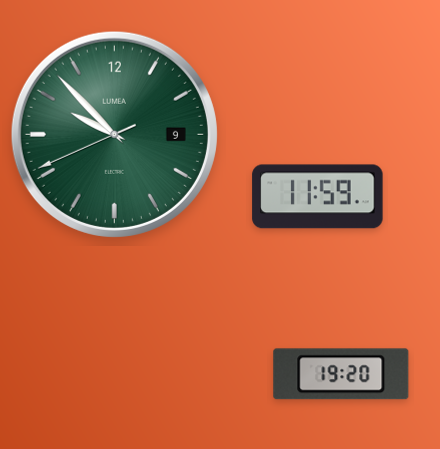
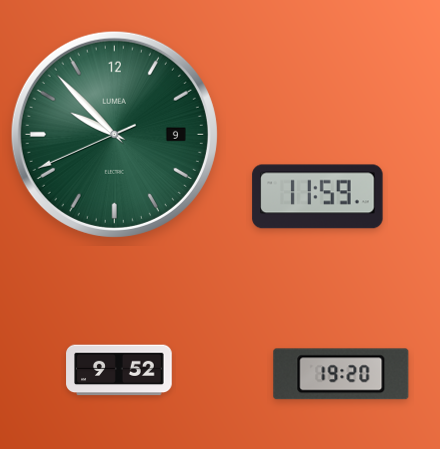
clock at (119, 370): none -> 9:52
